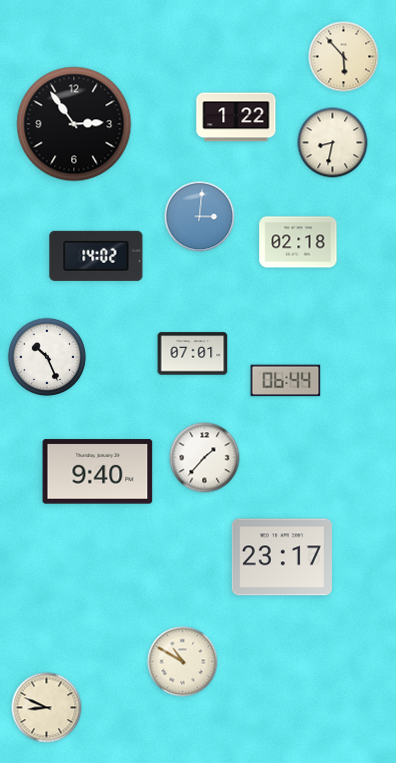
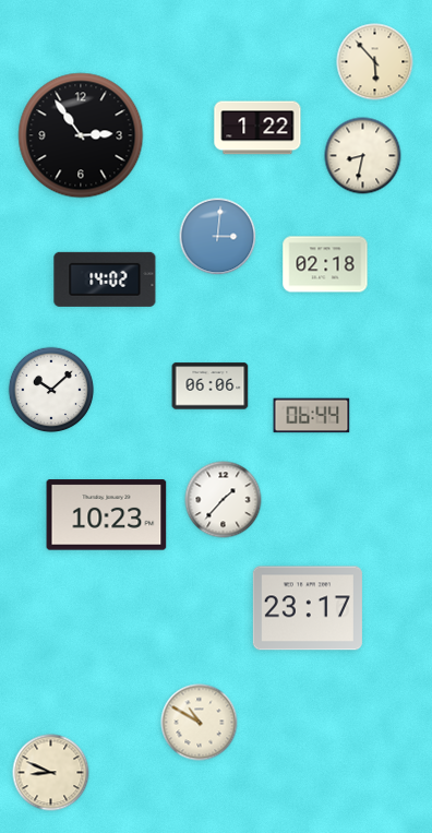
clock at (193, 354): 07:01 -> 06:06
clock at (47, 357): 10:26 -> 10:08
clock at (98, 472): 9:40 -> 10:23
